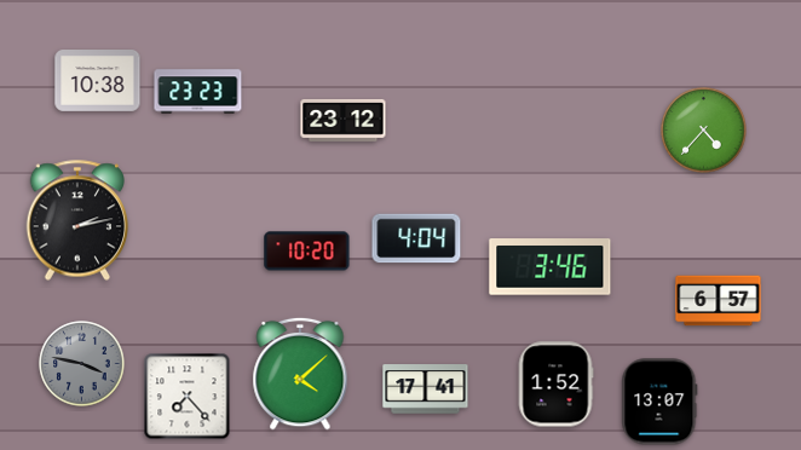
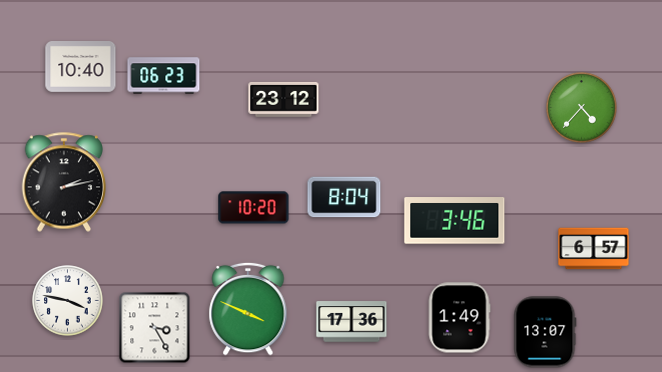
clock at (98, 81): 10:38 -> 10:40
clock at (198, 92): 23:23 -> 06:23
clock at (416, 238): 4:04 -> 8:04
clock at (82, 364) dial: grey -> white
clock at (300, 374): 4:08 -> 3:49
clock at (555, 385): 1:52 -> 1:49
clock at (426, 390): 17:41 -> 17:36
clock at (188, 397): 7:23 -> 3:25
